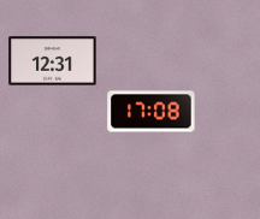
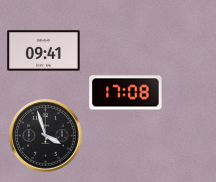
clock at (53, 61): 12:31 -> 09:41
clock at (46, 136): none -> 3:57
